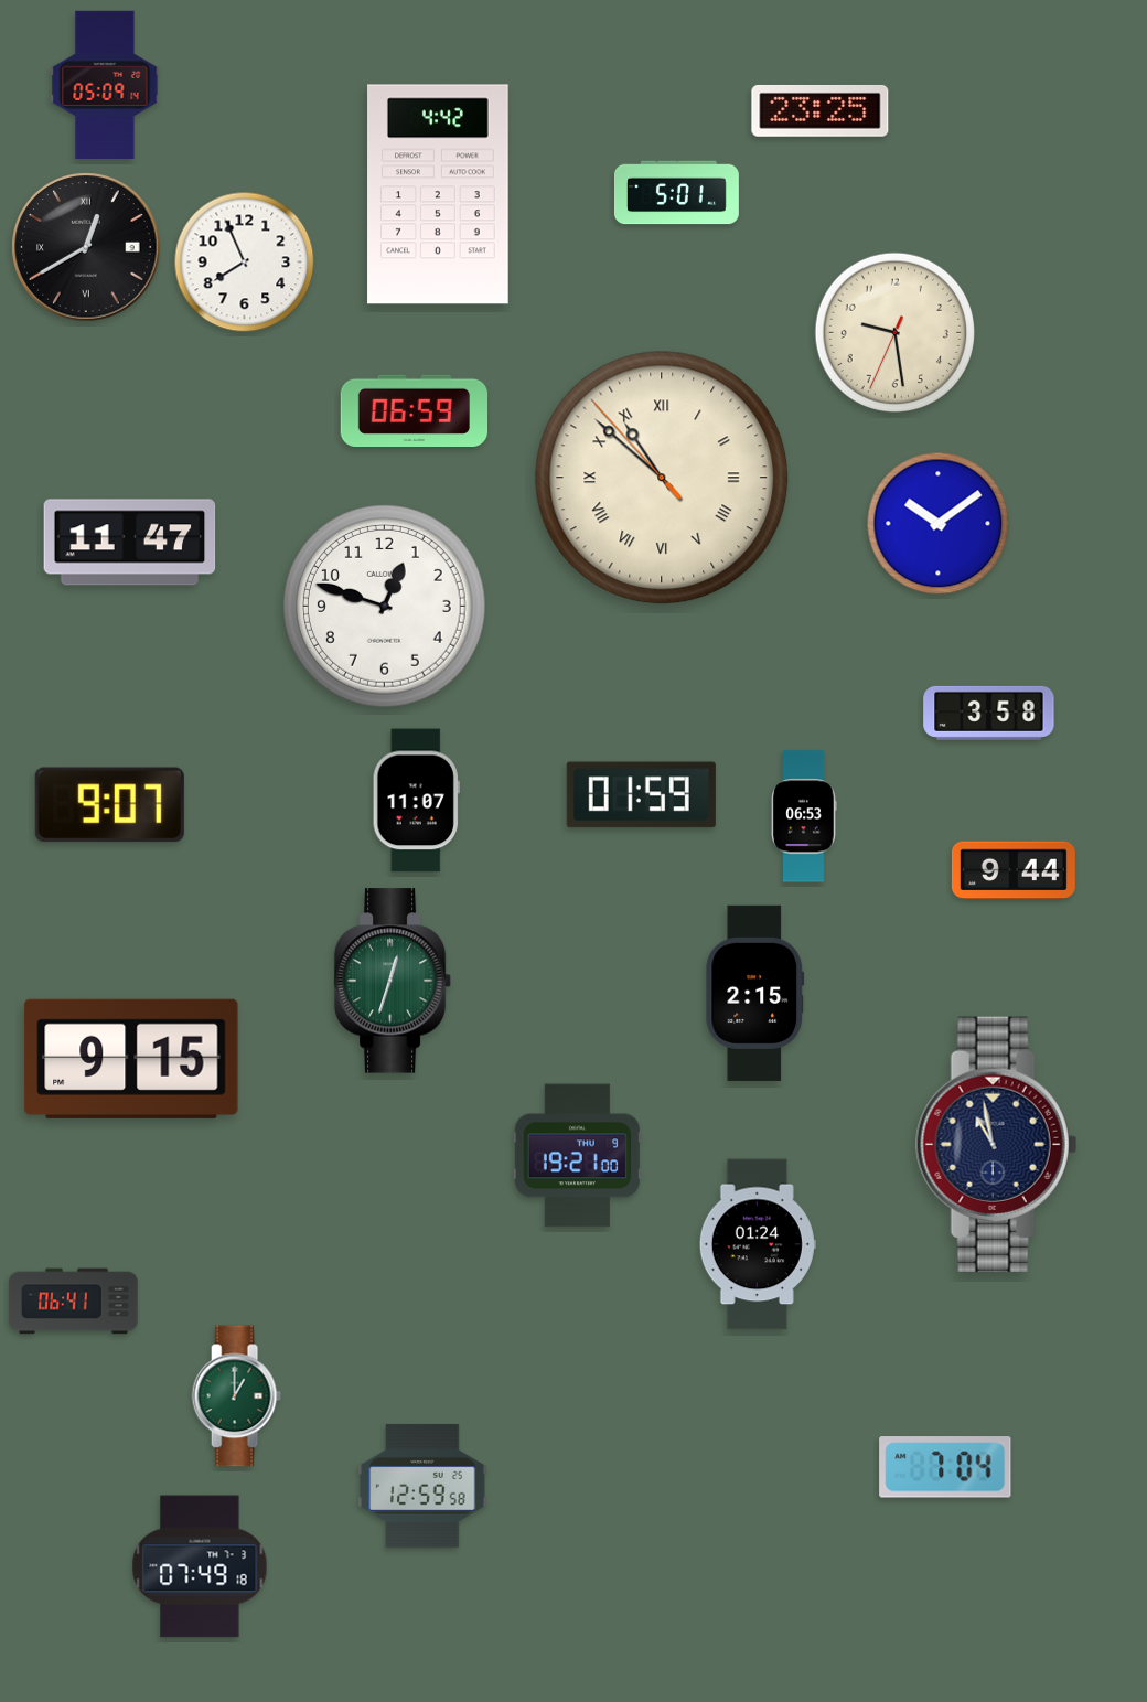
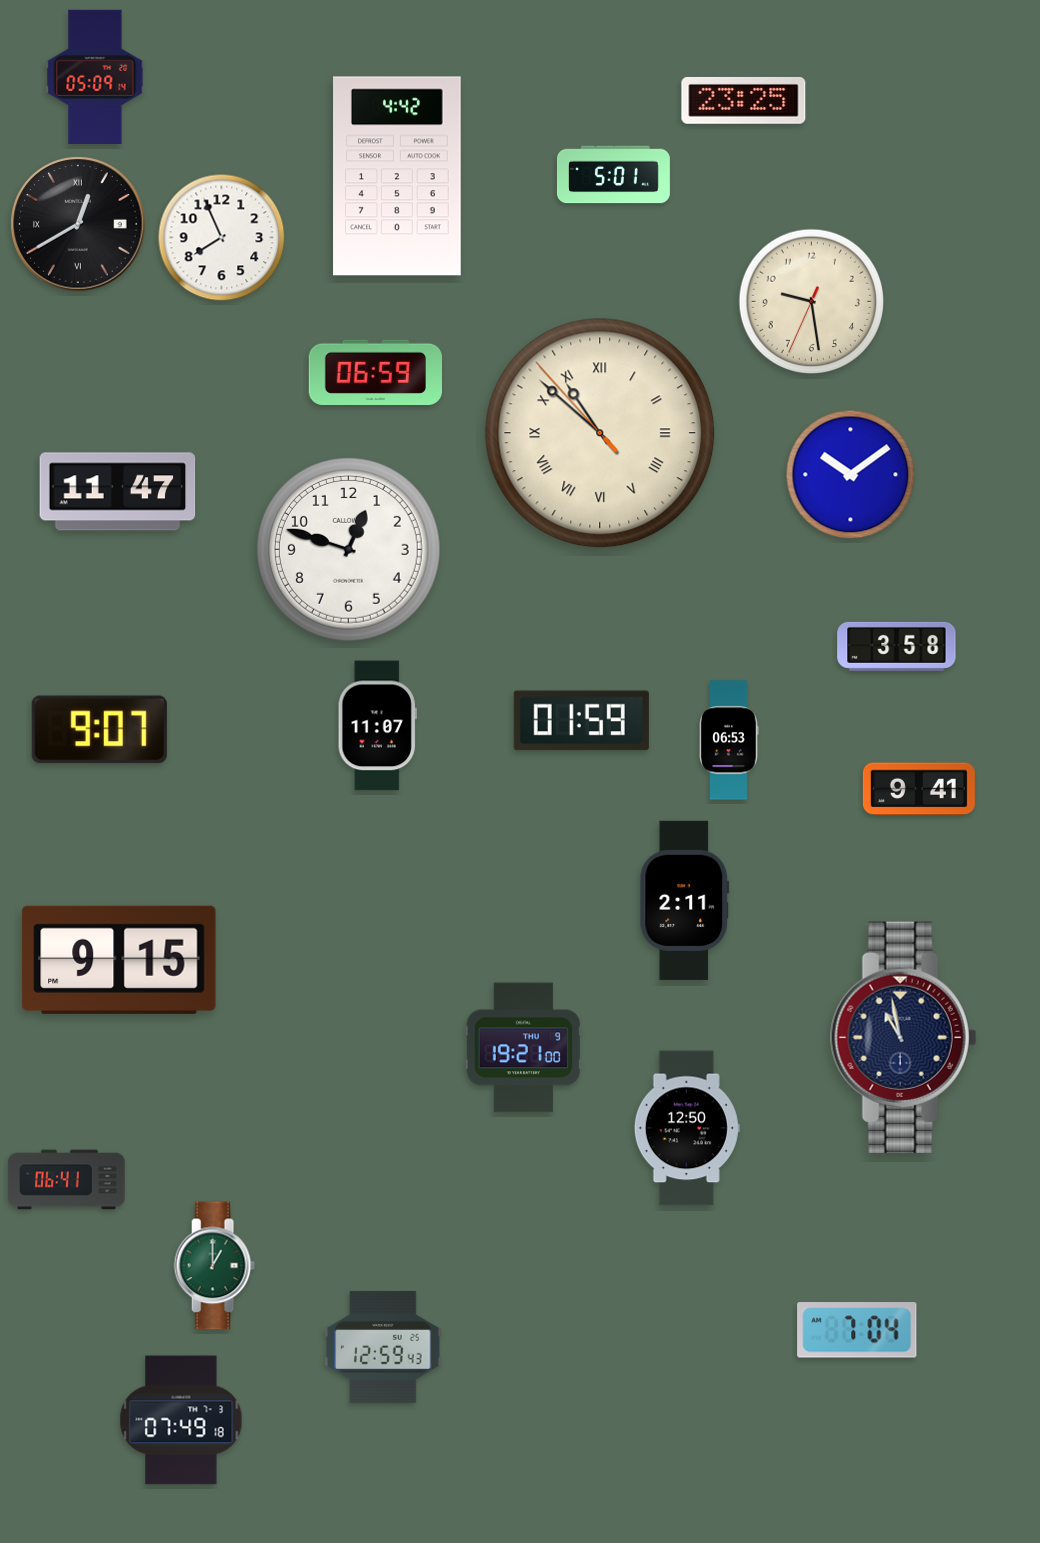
clock at (1014, 870): 9:44 -> 9:41
clock at (393, 981): 12:33 -> none
clock at (755, 993): 2:15 -> 2:11
clock at (758, 1244): 01:24 -> 12:50
clock at (422, 1486): 12:59:58 -> 12:59:43
